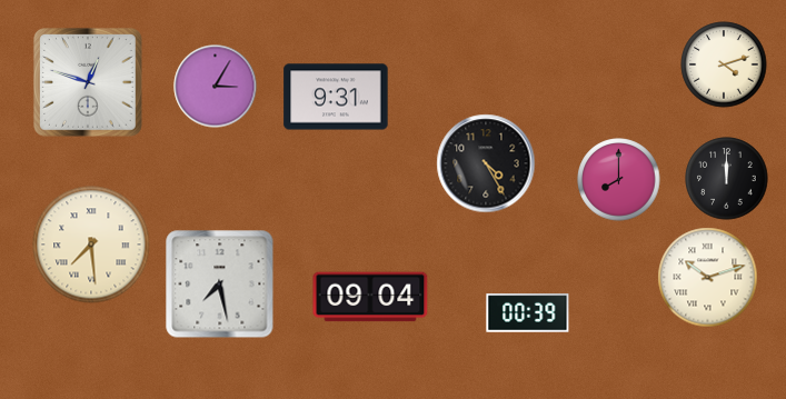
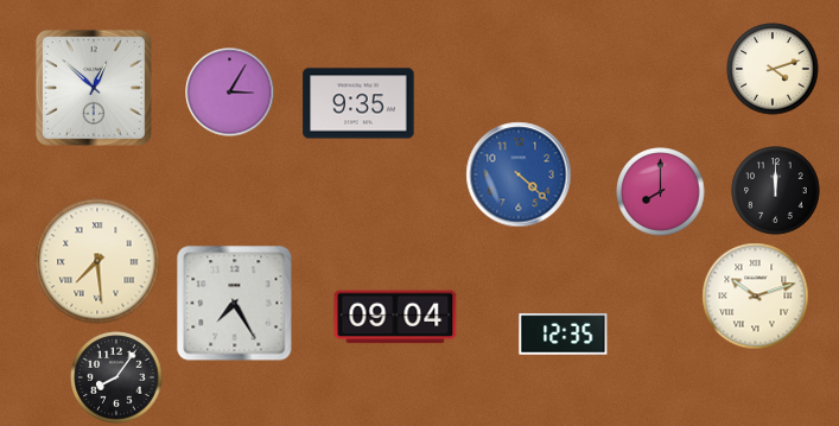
clock at (88, 82): 12:48 -> 12:52
clock at (336, 97): 9:31 -> 9:35
clock at (486, 163): 4:25 -> 4:22
clock at (486, 163) dial: black -> blue
clock at (220, 285): 7:28 -> 7:25
clock at (528, 313): 00:39 -> 12:35
clock at (116, 377): none -> 8:06
